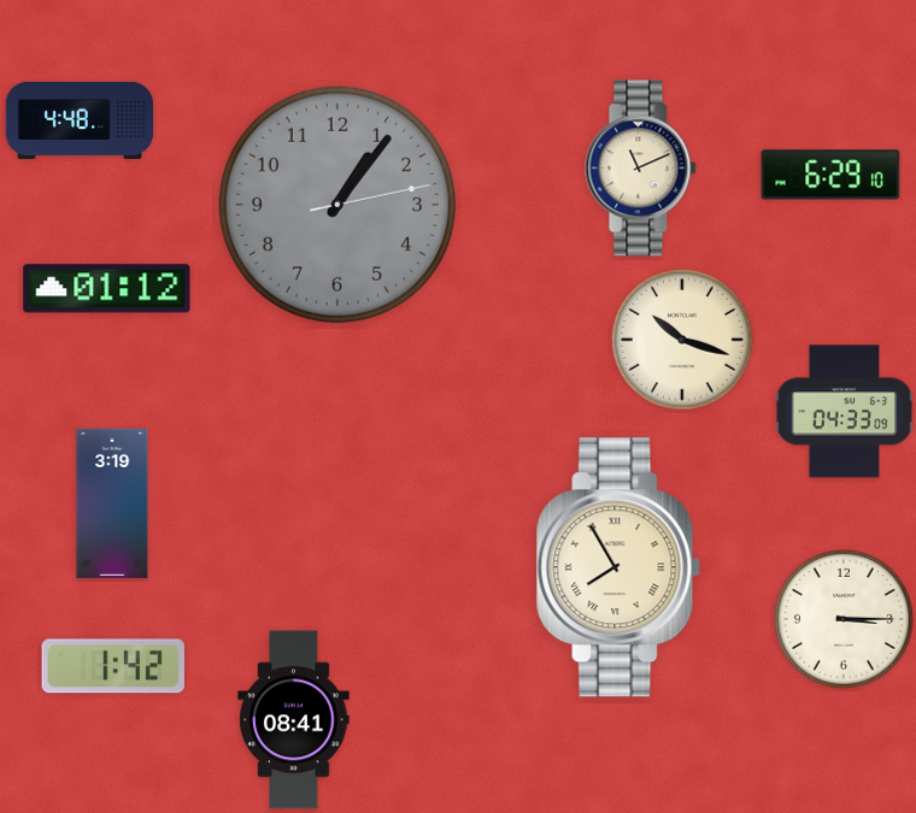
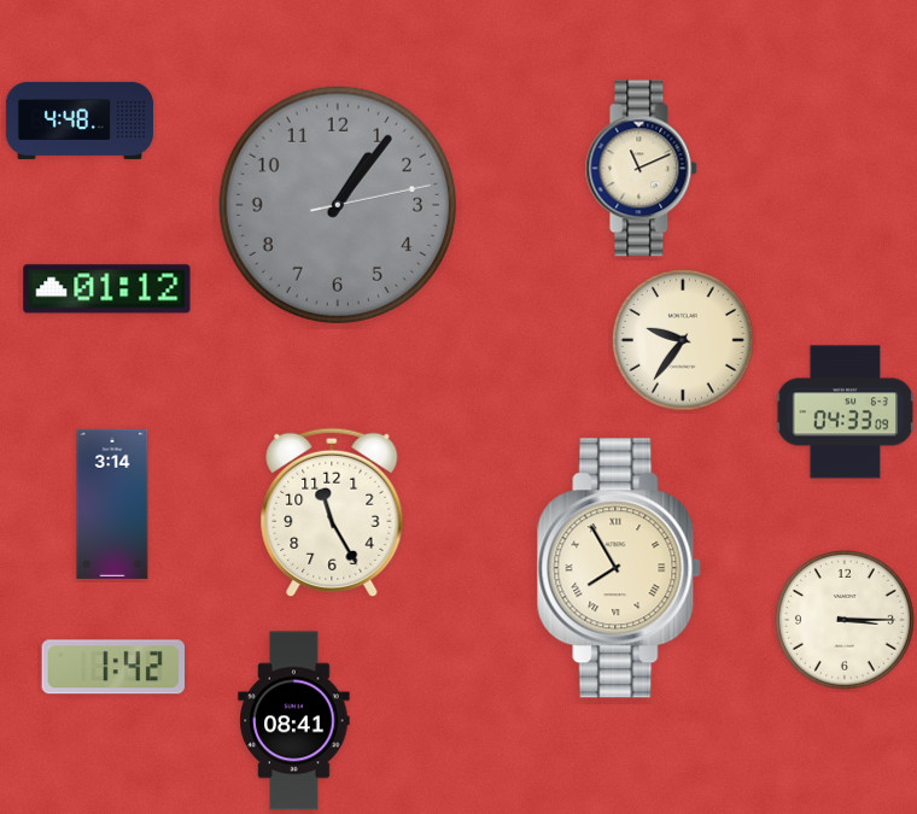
clock at (830, 175): 6:29 -> none
clock at (683, 341): 10:18 -> 9:36
clock at (112, 503): 3:19 -> 3:14
clock at (332, 511): none -> 11:25
